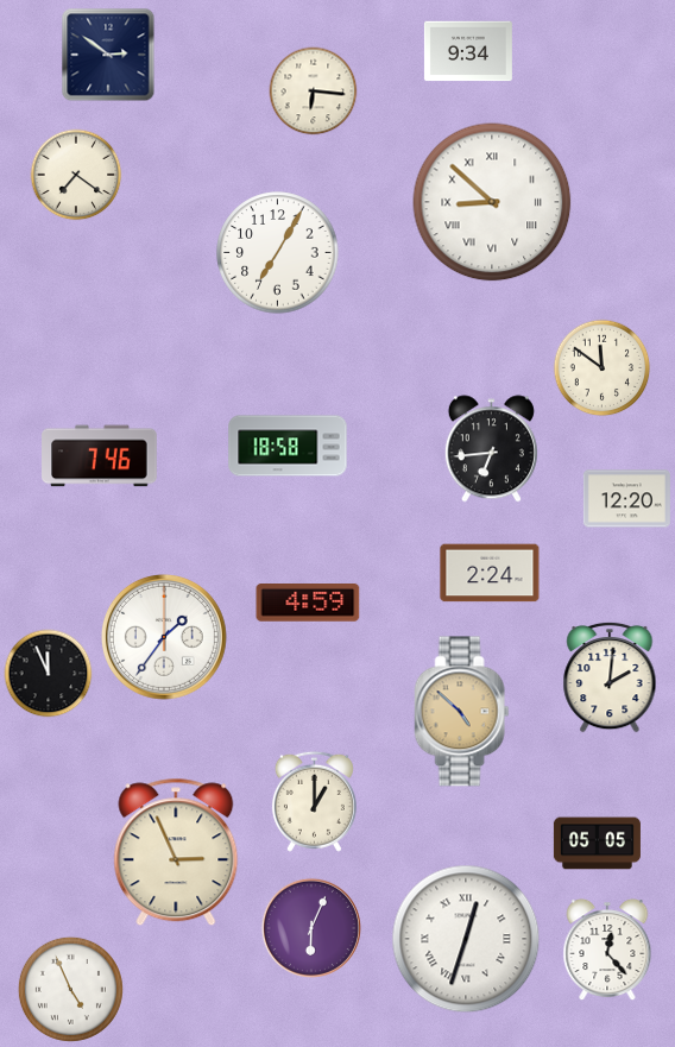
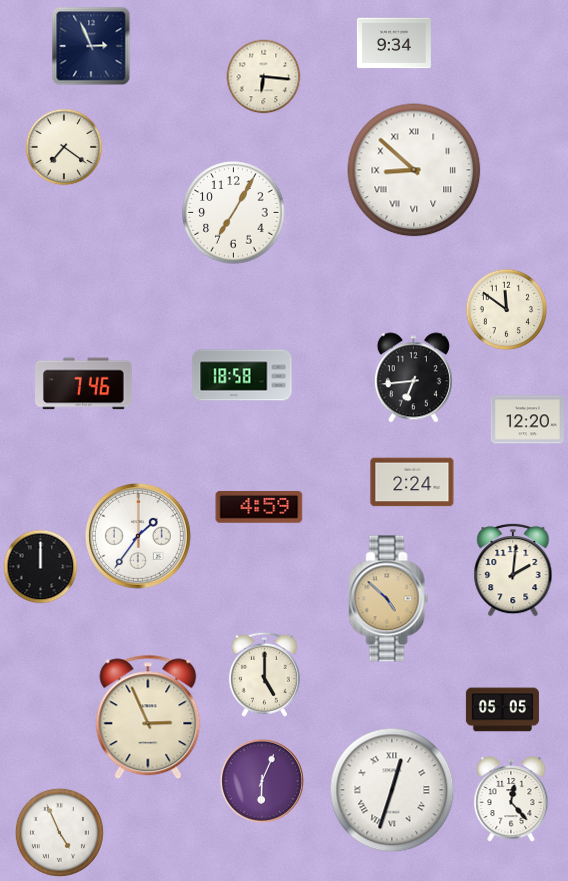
clock at (108, 55): 2:51 -> 2:56
clock at (49, 674): 11:56 -> 12:00
clock at (314, 801): 1:00 -> 5:00
